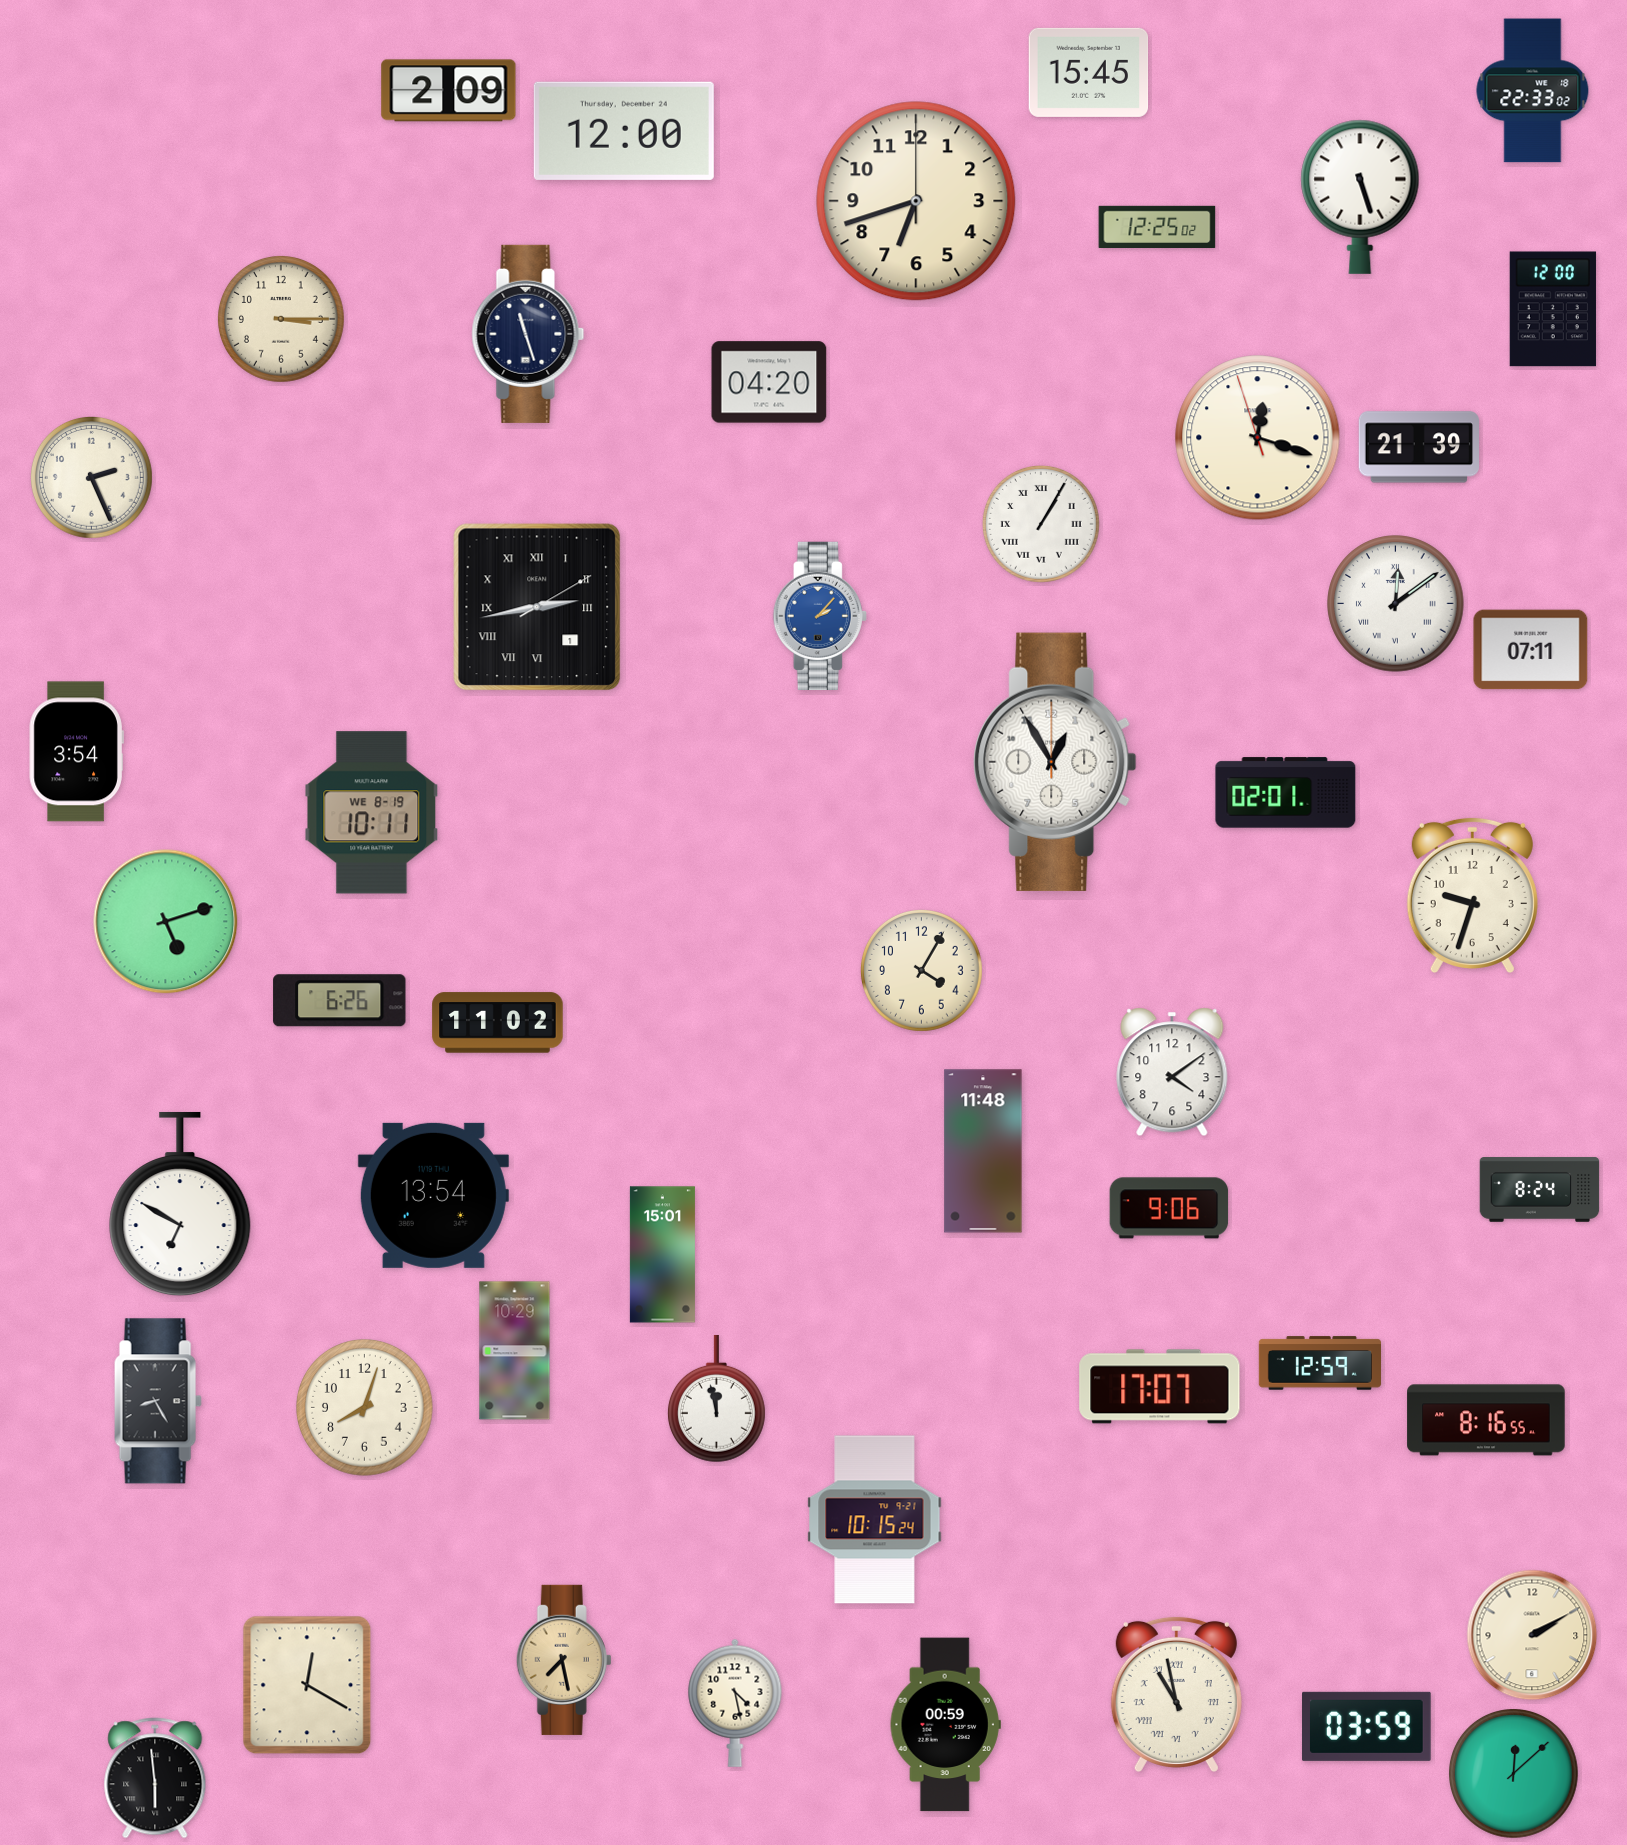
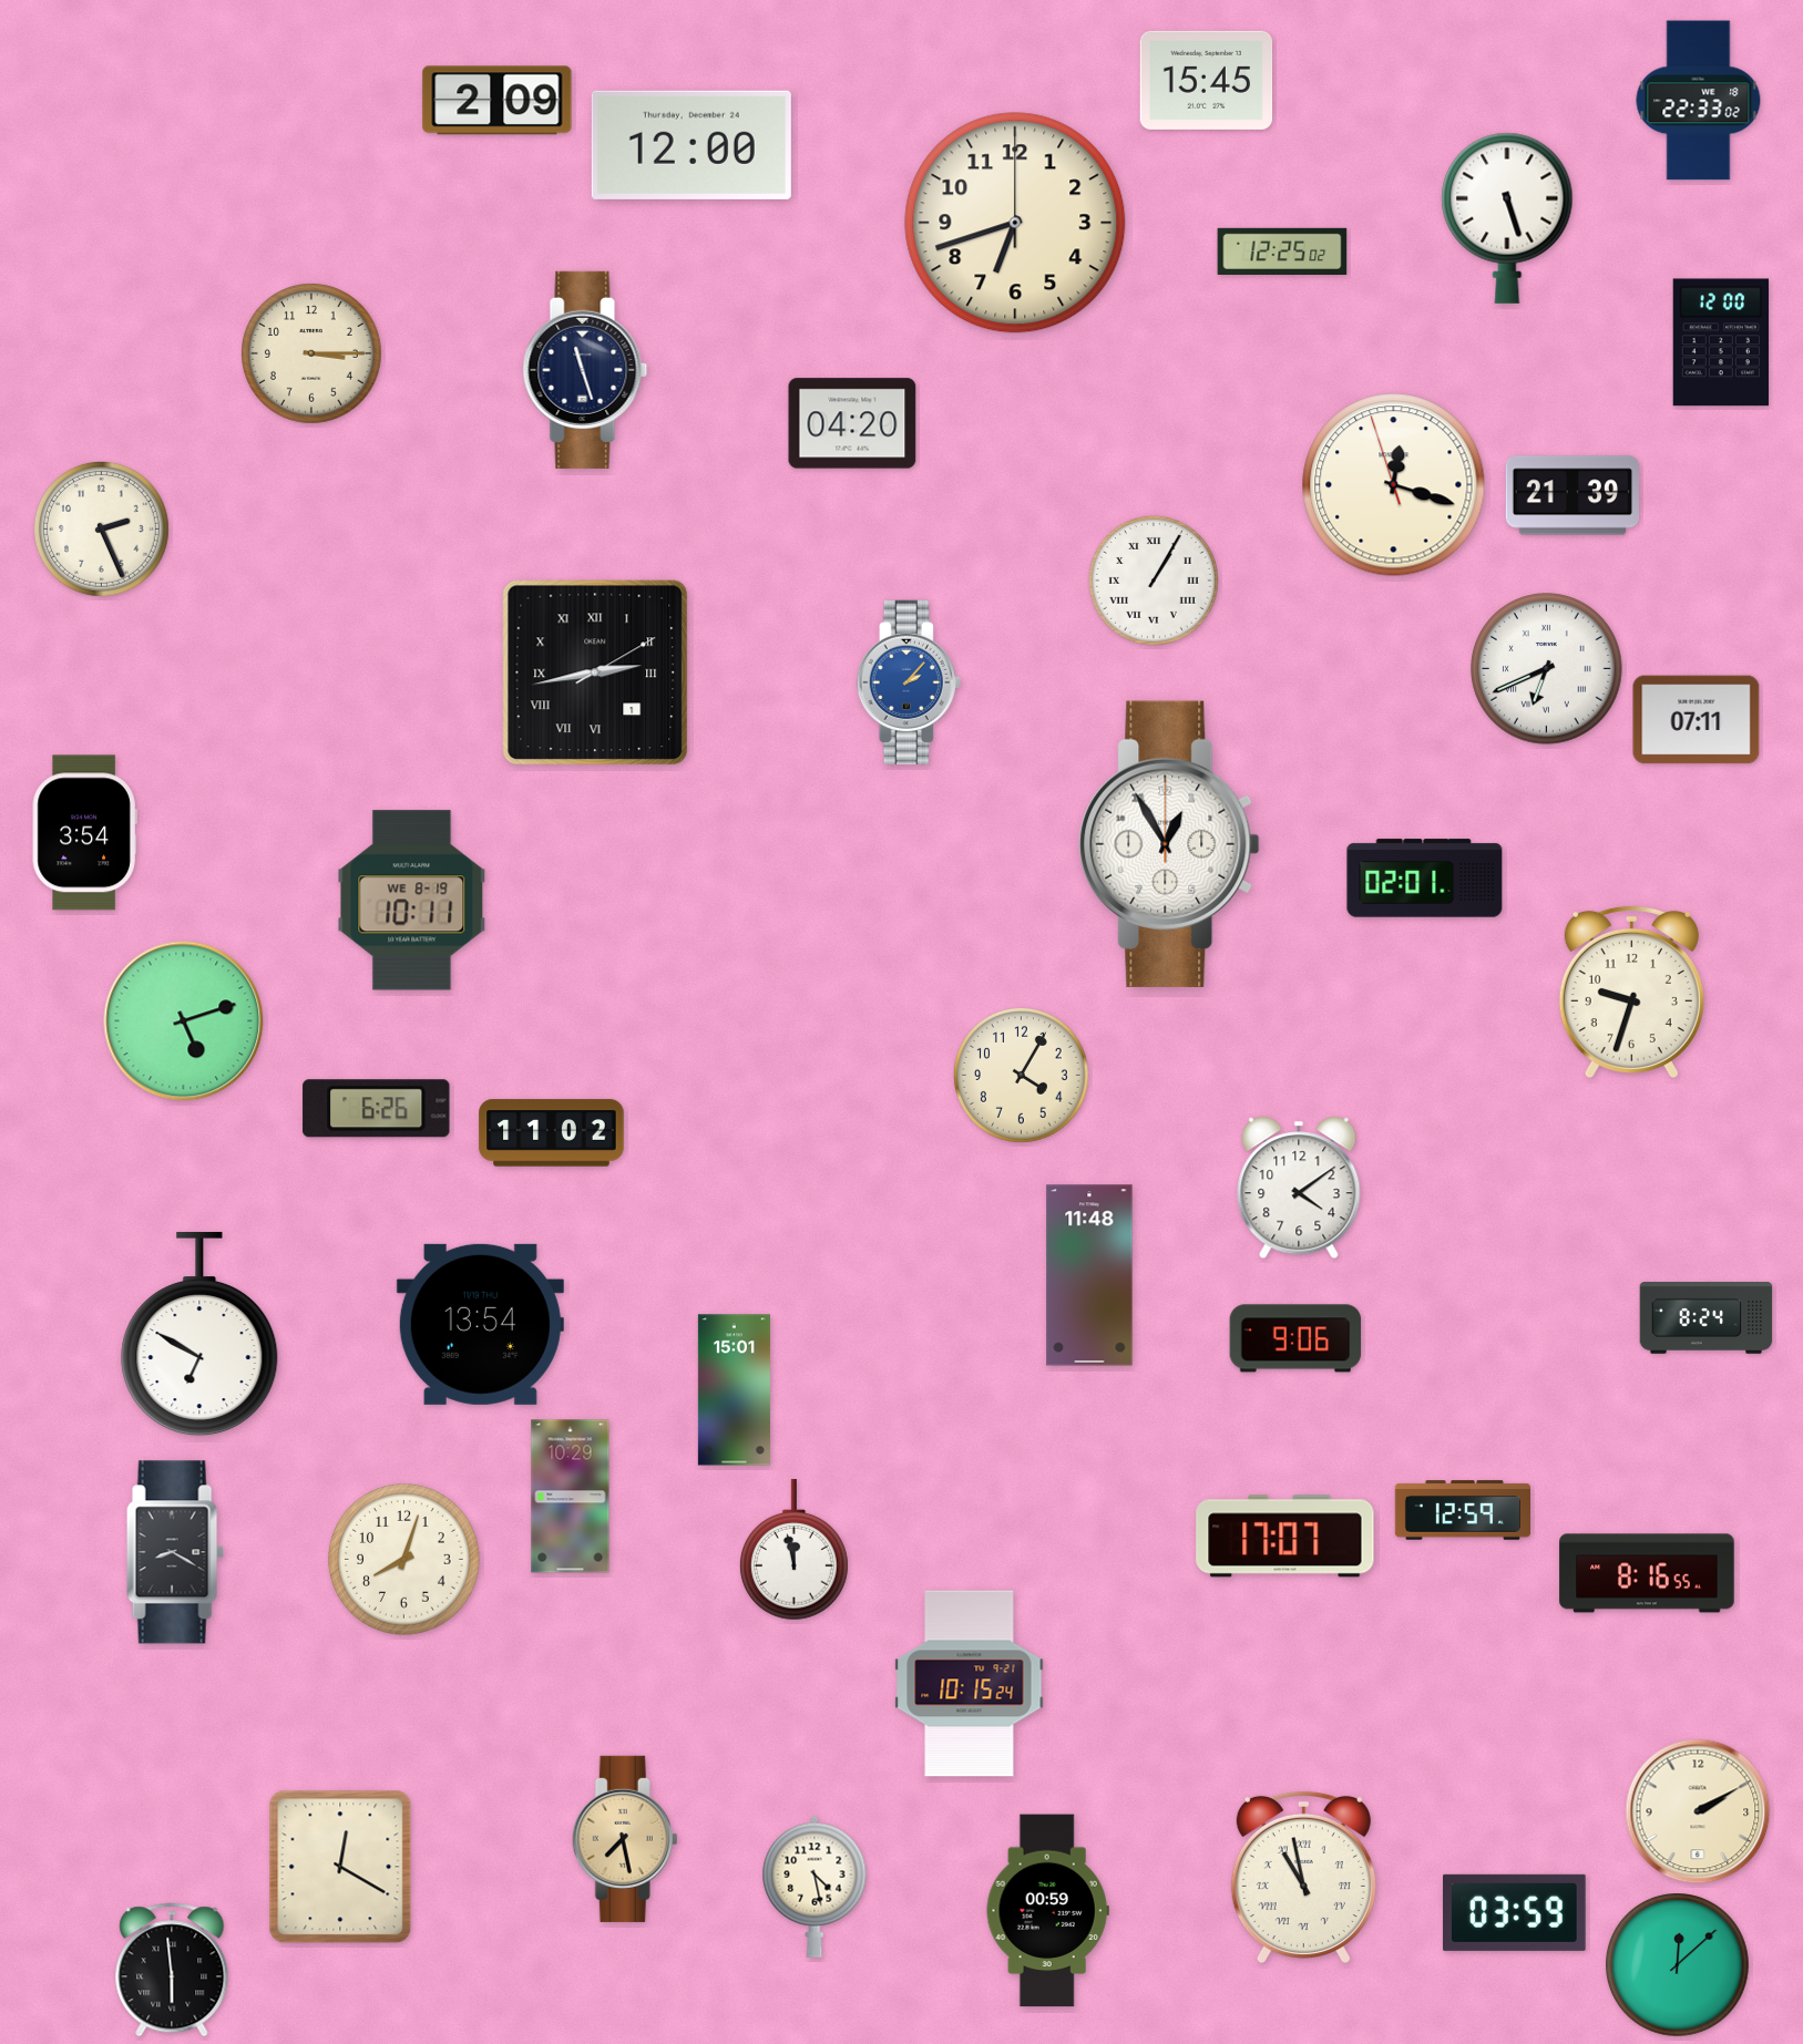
clock at (1396, 604): 12:09 -> 6:41
clock at (158, 1401): 8:25 -> 8:20
